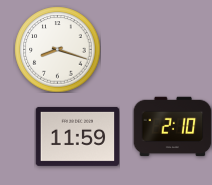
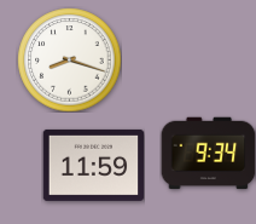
clock at (172, 127): 2:10 -> 9:34
